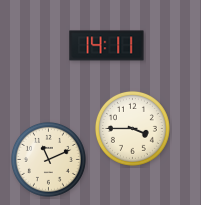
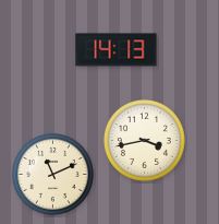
clock at (107, 46): 14:11 -> 14:13
clock at (132, 128): 3:45 -> 3:43
